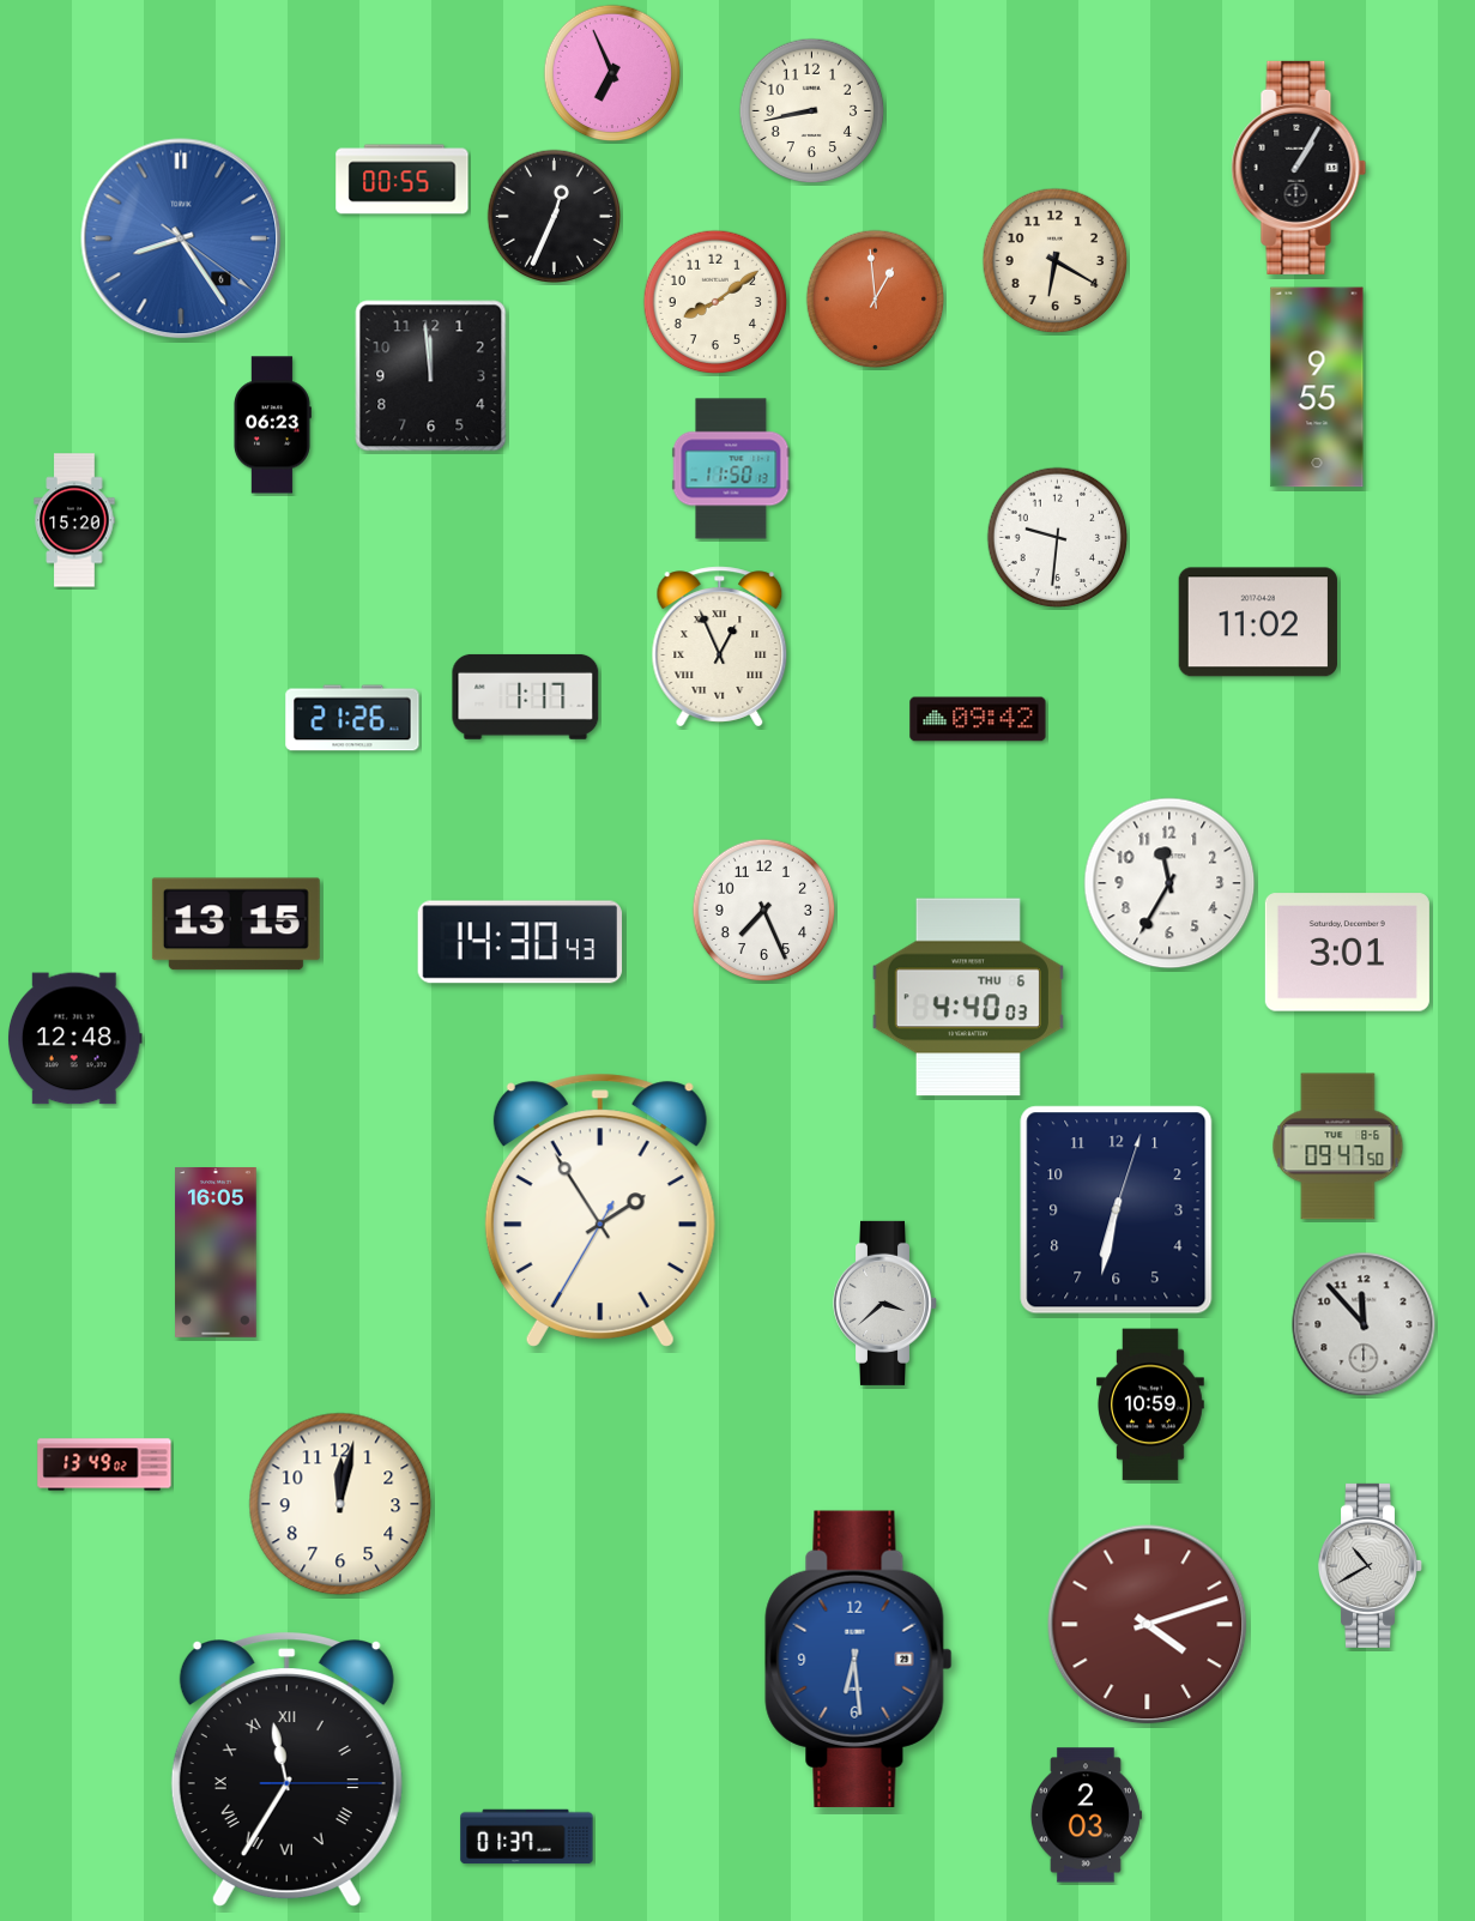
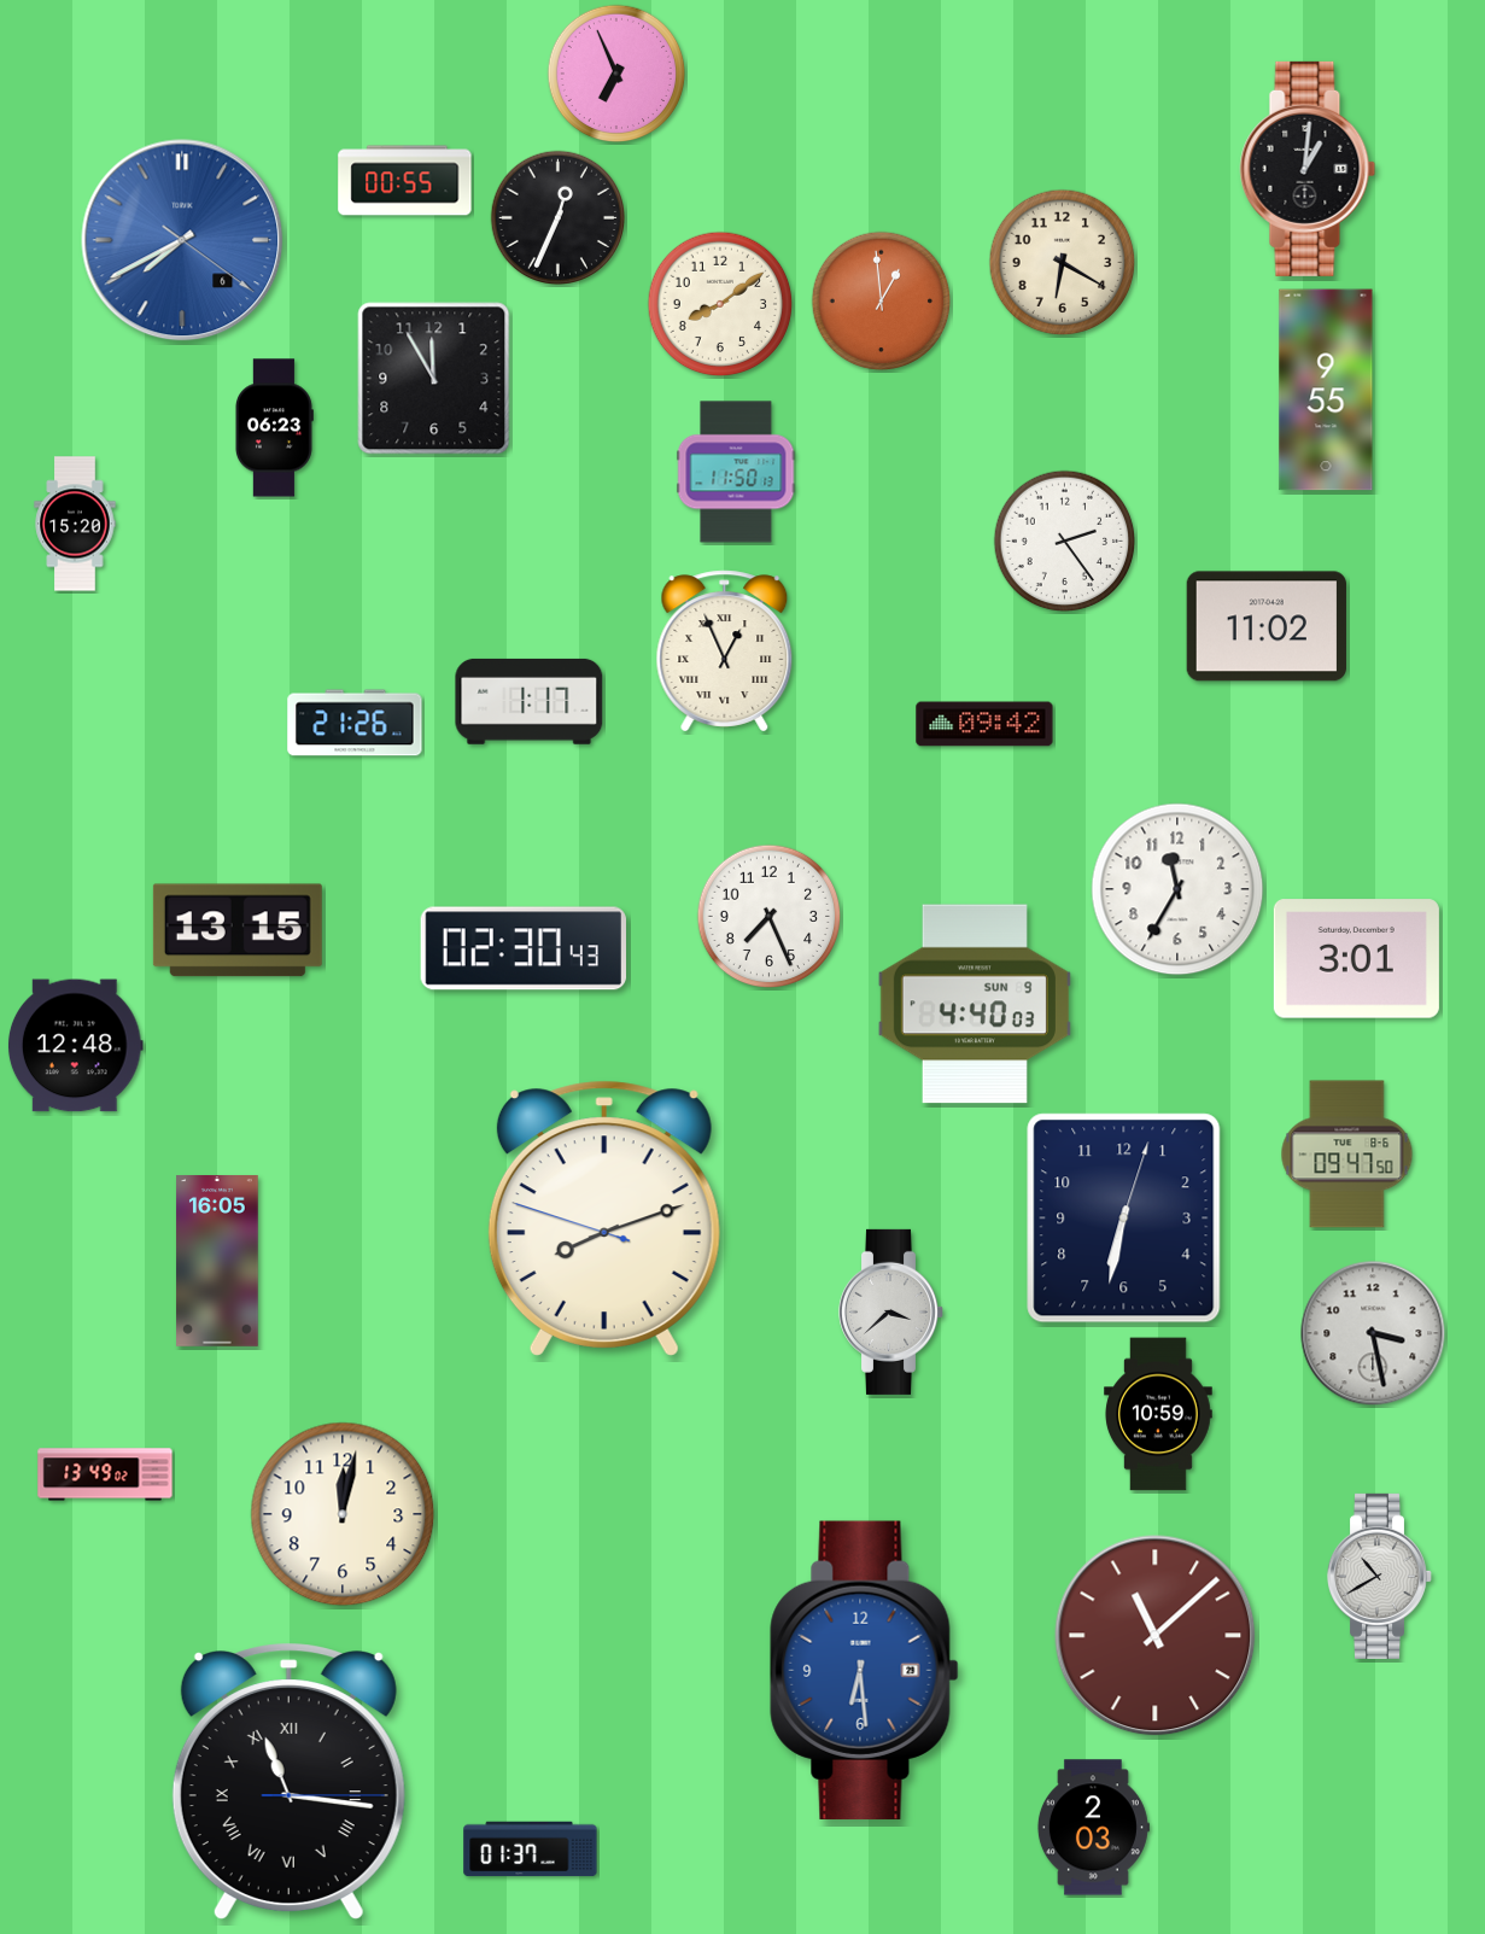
clock at (812, 111): 8:43 -> none
clock at (1299, 168): 1:05 -> 1:01
clock at (181, 238): 8:24 -> 7:40
clock at (431, 376): 11:59 -> 11:55
clock at (1058, 538): 9:31 -> 2:24
clock at (520, 942): 14:30 -> 02:30
clock at (968, 997) date: THU 6 -> SUN 9
clock at (600, 1210): 1:54 -> 8:11
clock at (1364, 1324): 11:53 -> 3:28
clock at (1148, 1625): 4:12 -> 11:08
clock at (286, 1769): 11:35 -> 11:16
